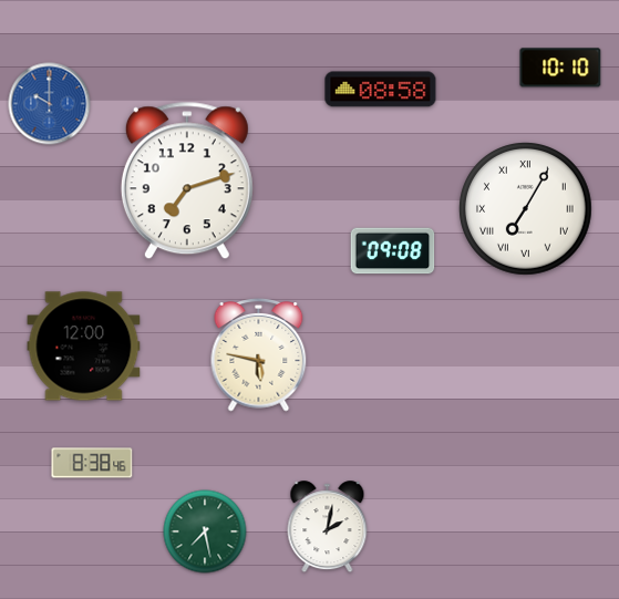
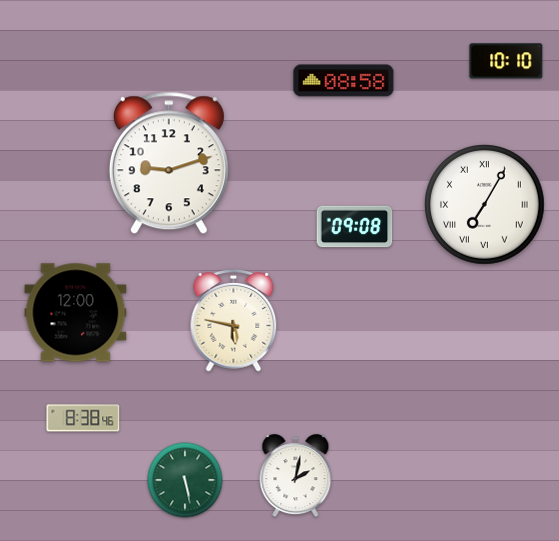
clock at (50, 104): 10:00 -> none
clock at (187, 180): 7:12 -> 9:12
clock at (526, 209) position: (526, 209) -> (485, 205)
clock at (205, 531): 7:28 -> 5:28
